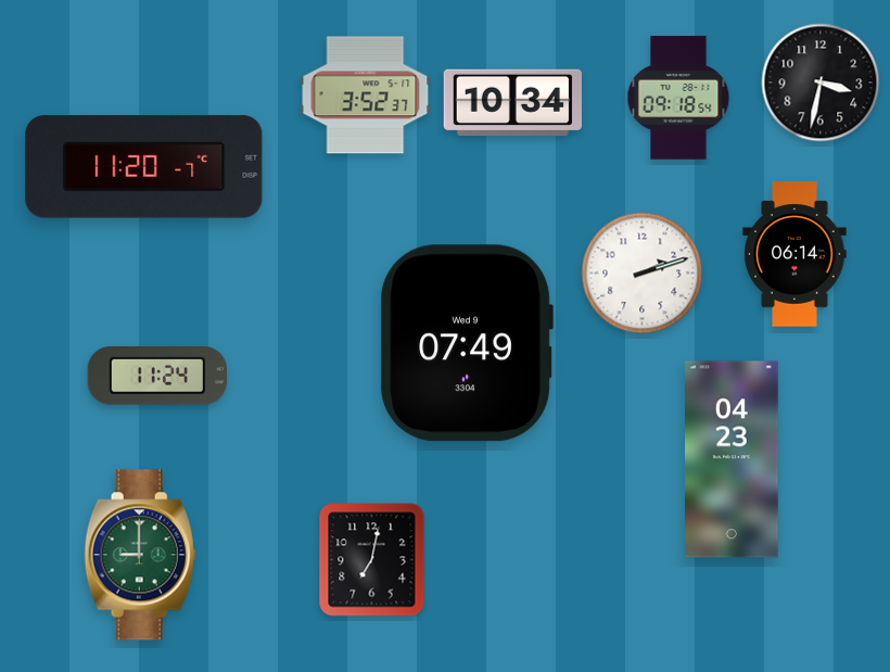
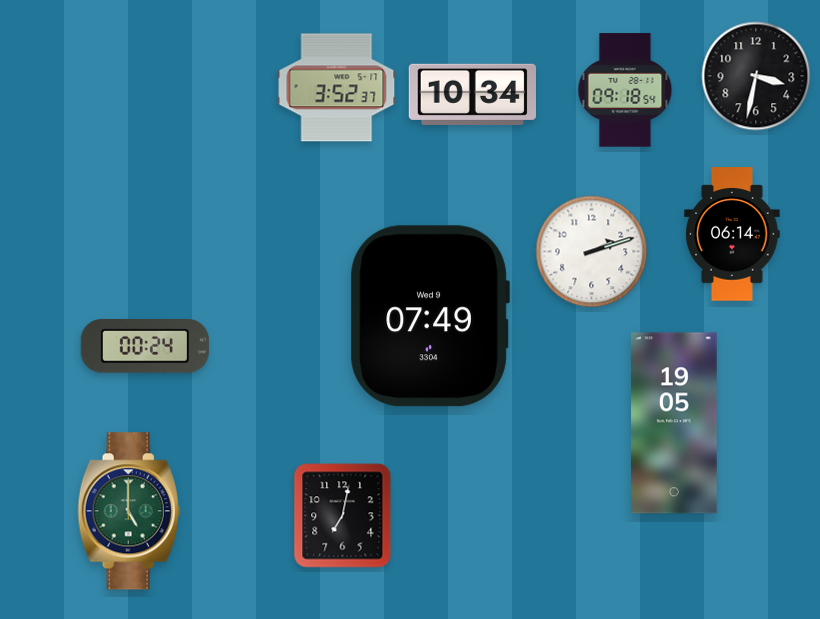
clock at (144, 167): 11:20 -> none
clock at (157, 377): 11:24 -> 00:24
clock at (733, 459): 04:23 -> 19:05
clock at (140, 555): 9:00 -> 5:00
